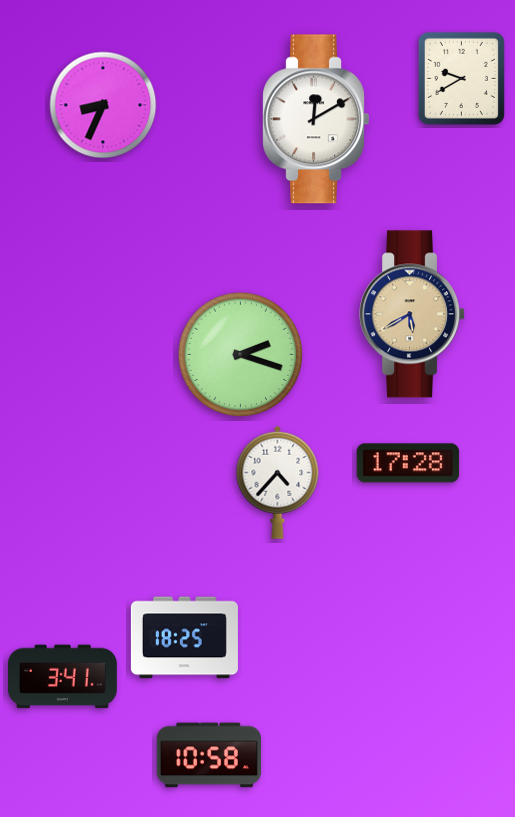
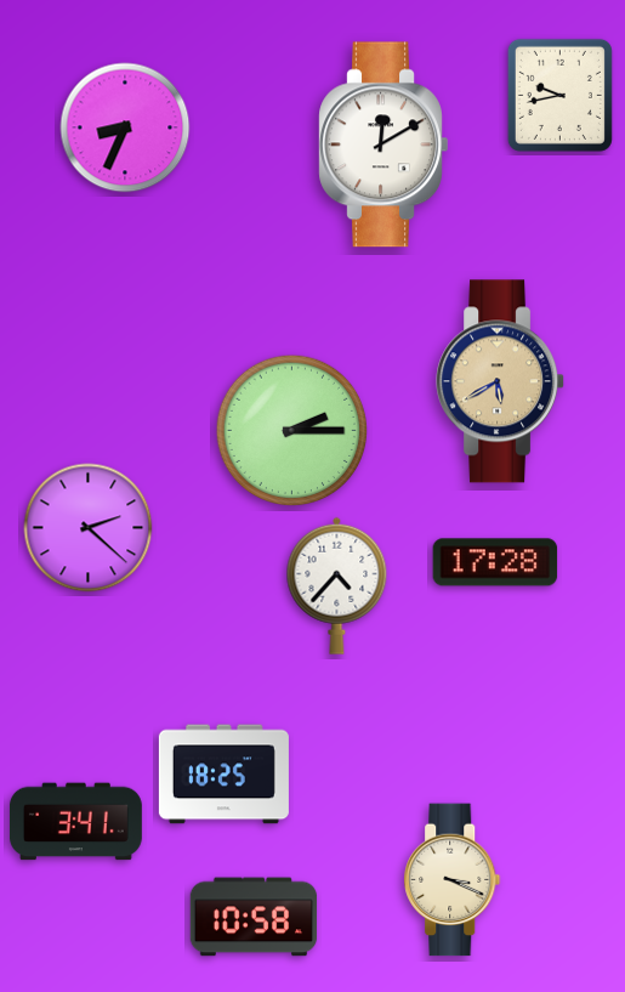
clock at (461, 78): 9:40 -> 9:43
clock at (241, 355): 2:18 -> 2:15
clock at (89, 528): none -> 2:22
clock at (453, 880): none -> 3:19
